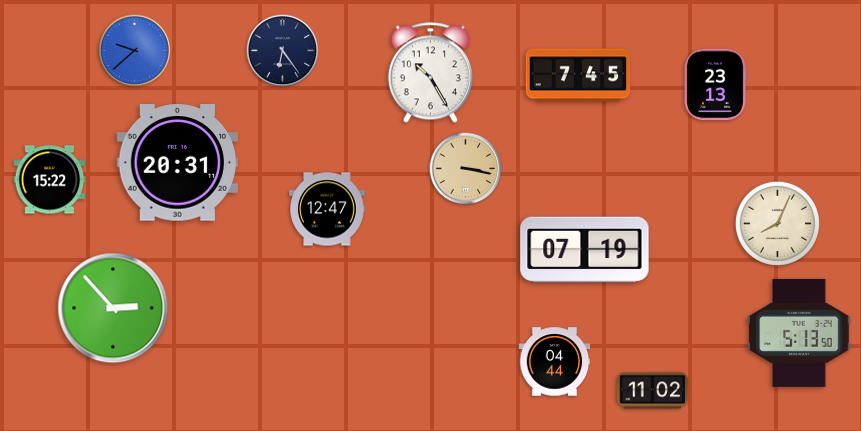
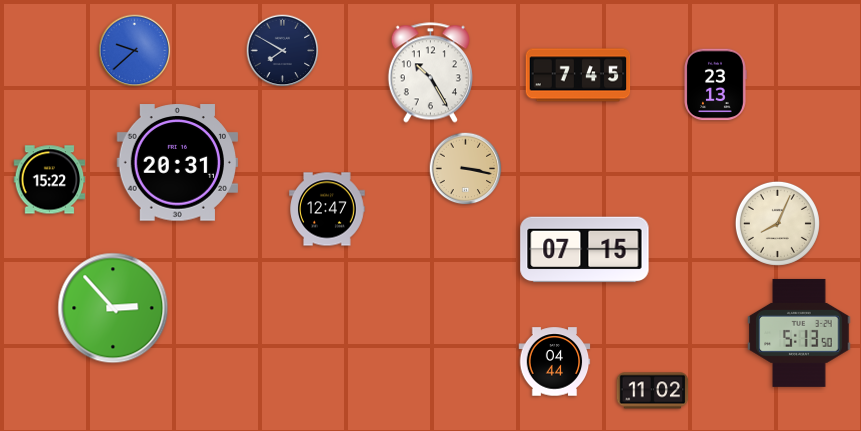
clock at (283, 51): 6:24 -> 7:50
clock at (585, 250): 07:19 -> 07:15
